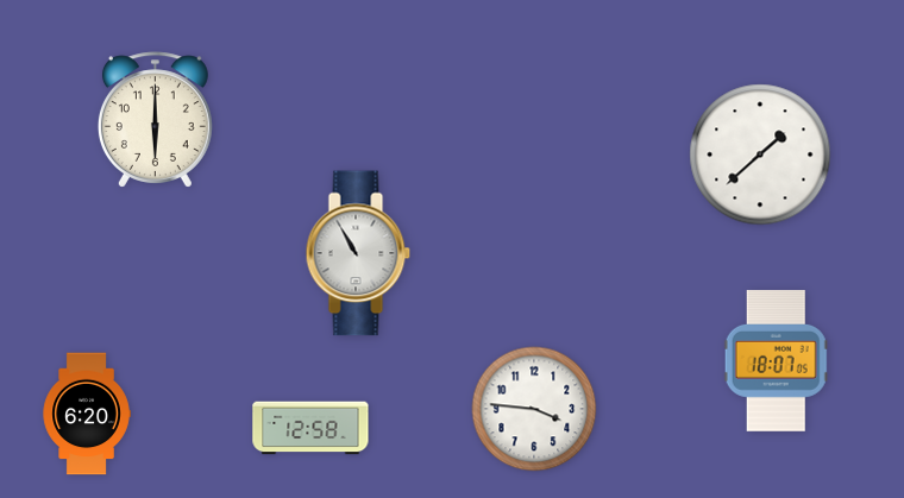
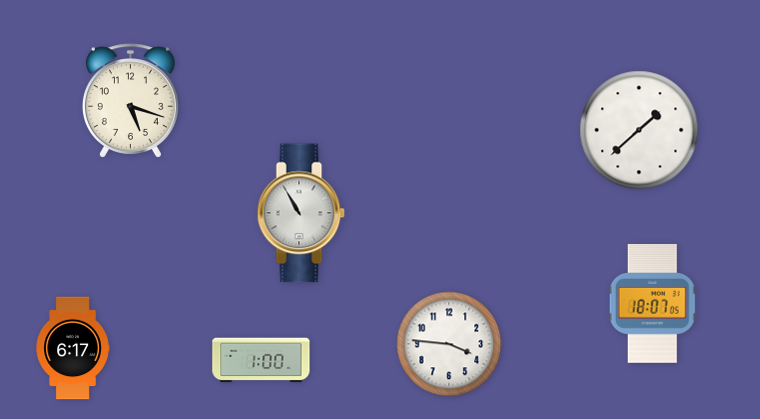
clock at (155, 120): 6:00 -> 5:18
clock at (87, 414): 6:20 -> 6:17
clock at (310, 428): 12:58 -> 1:00
